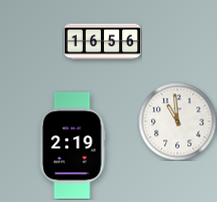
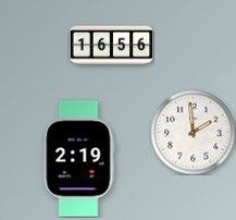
clock at (177, 121): 10:59 -> 1:59
